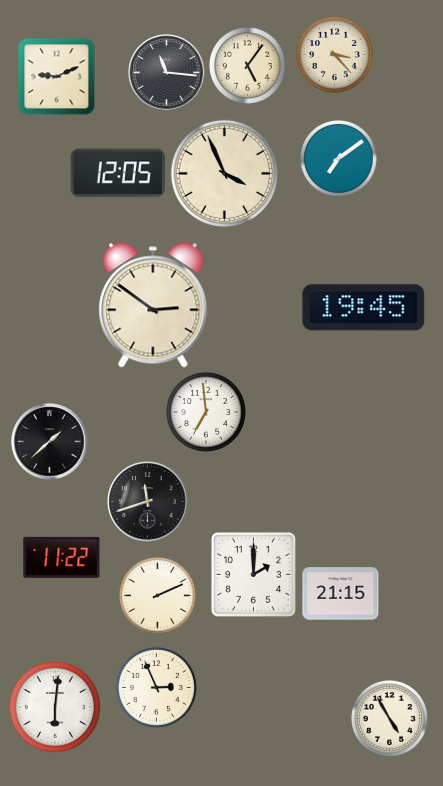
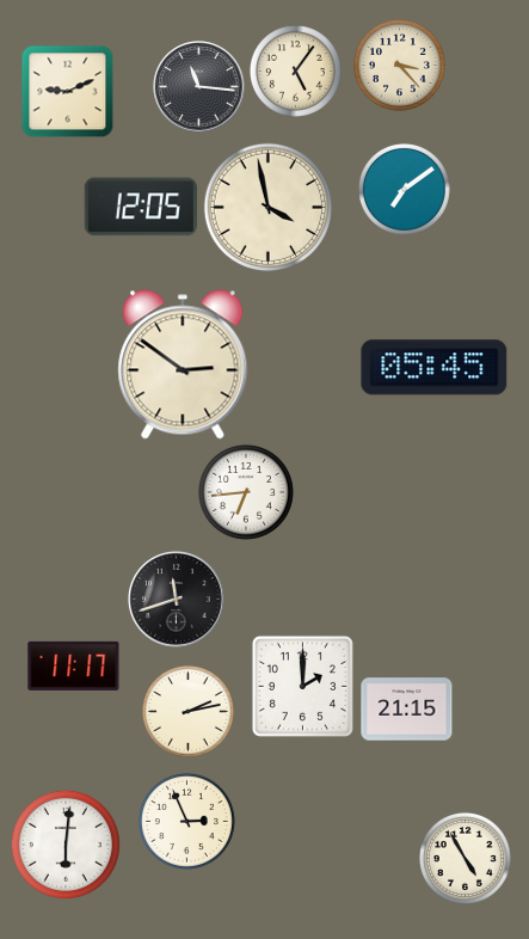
clock at (247, 65) position: (247, 65) -> (295, 70)
clock at (224, 173): 3:56 -> 3:58
clock at (364, 308): 19:45 -> 05:45
clock at (206, 412): 6:59 -> 6:44
clock at (50, 442): 1:38 -> none
clock at (62, 557): 11:22 -> 11:17
clock at (157, 595): 2:11 -> 2:13
